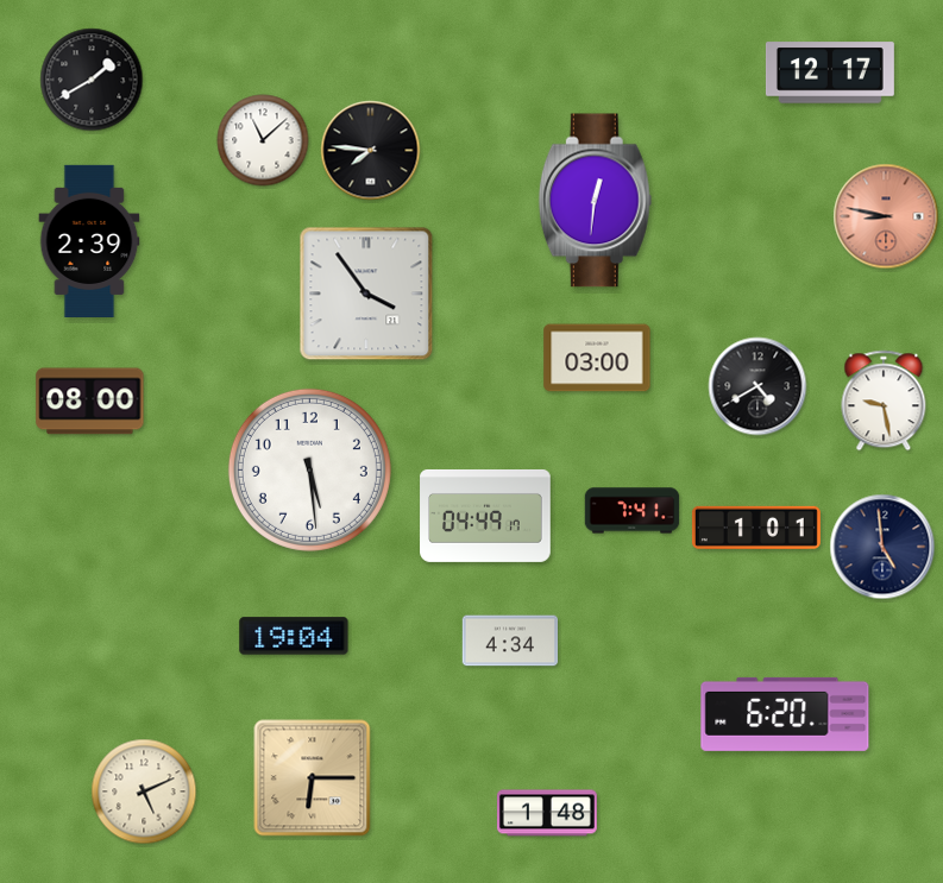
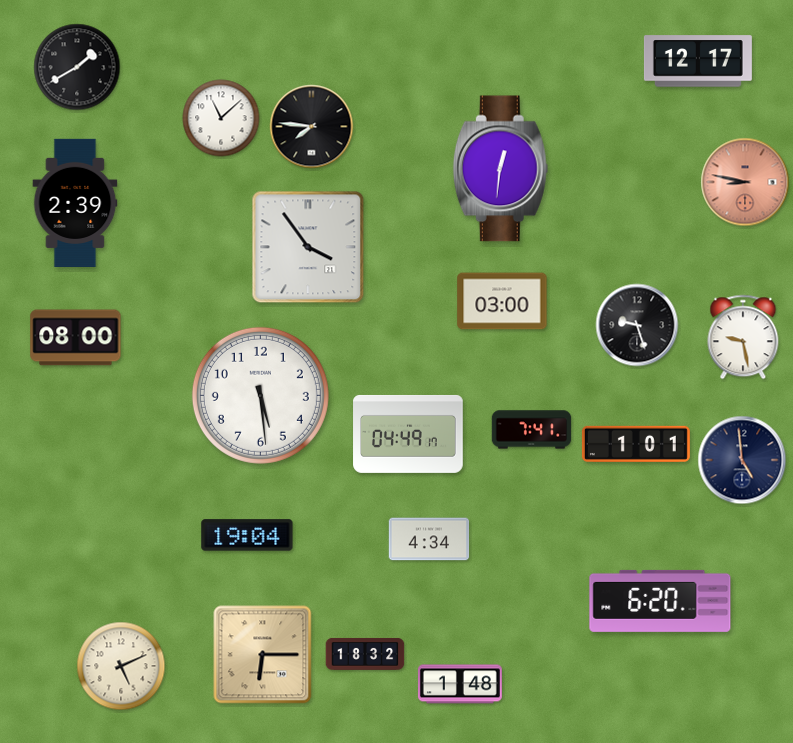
clock at (757, 386): 4:40 -> 9:27
clock at (365, 654): none -> 18:32
